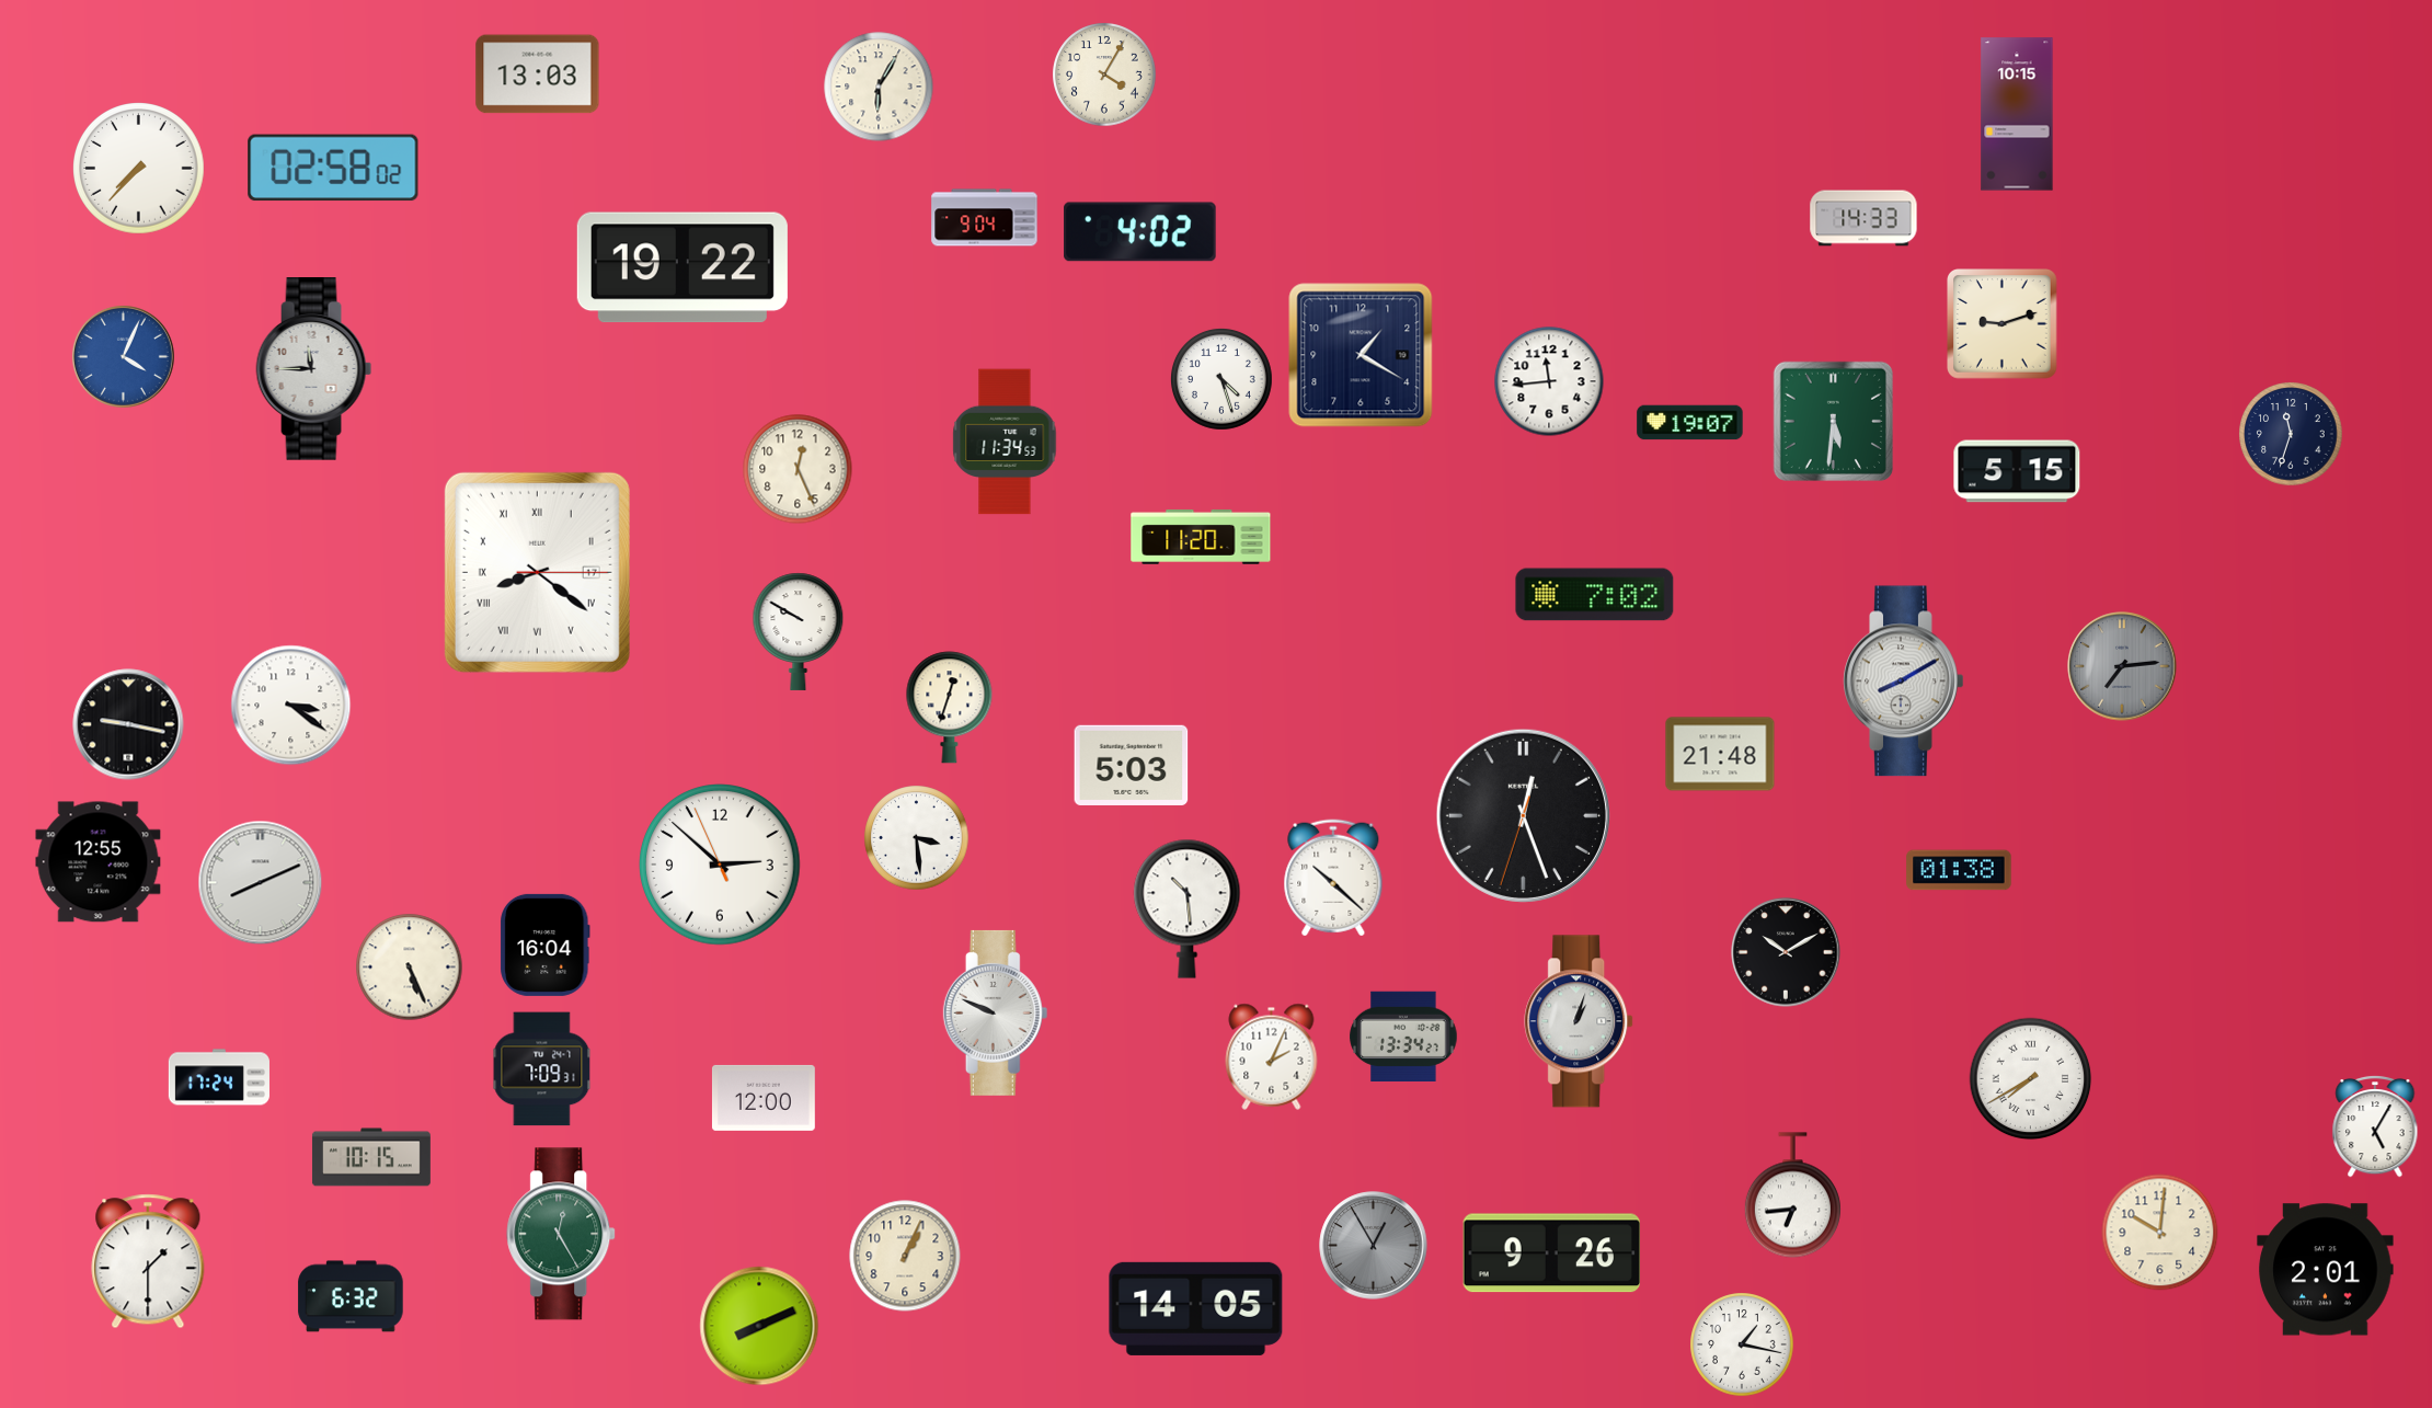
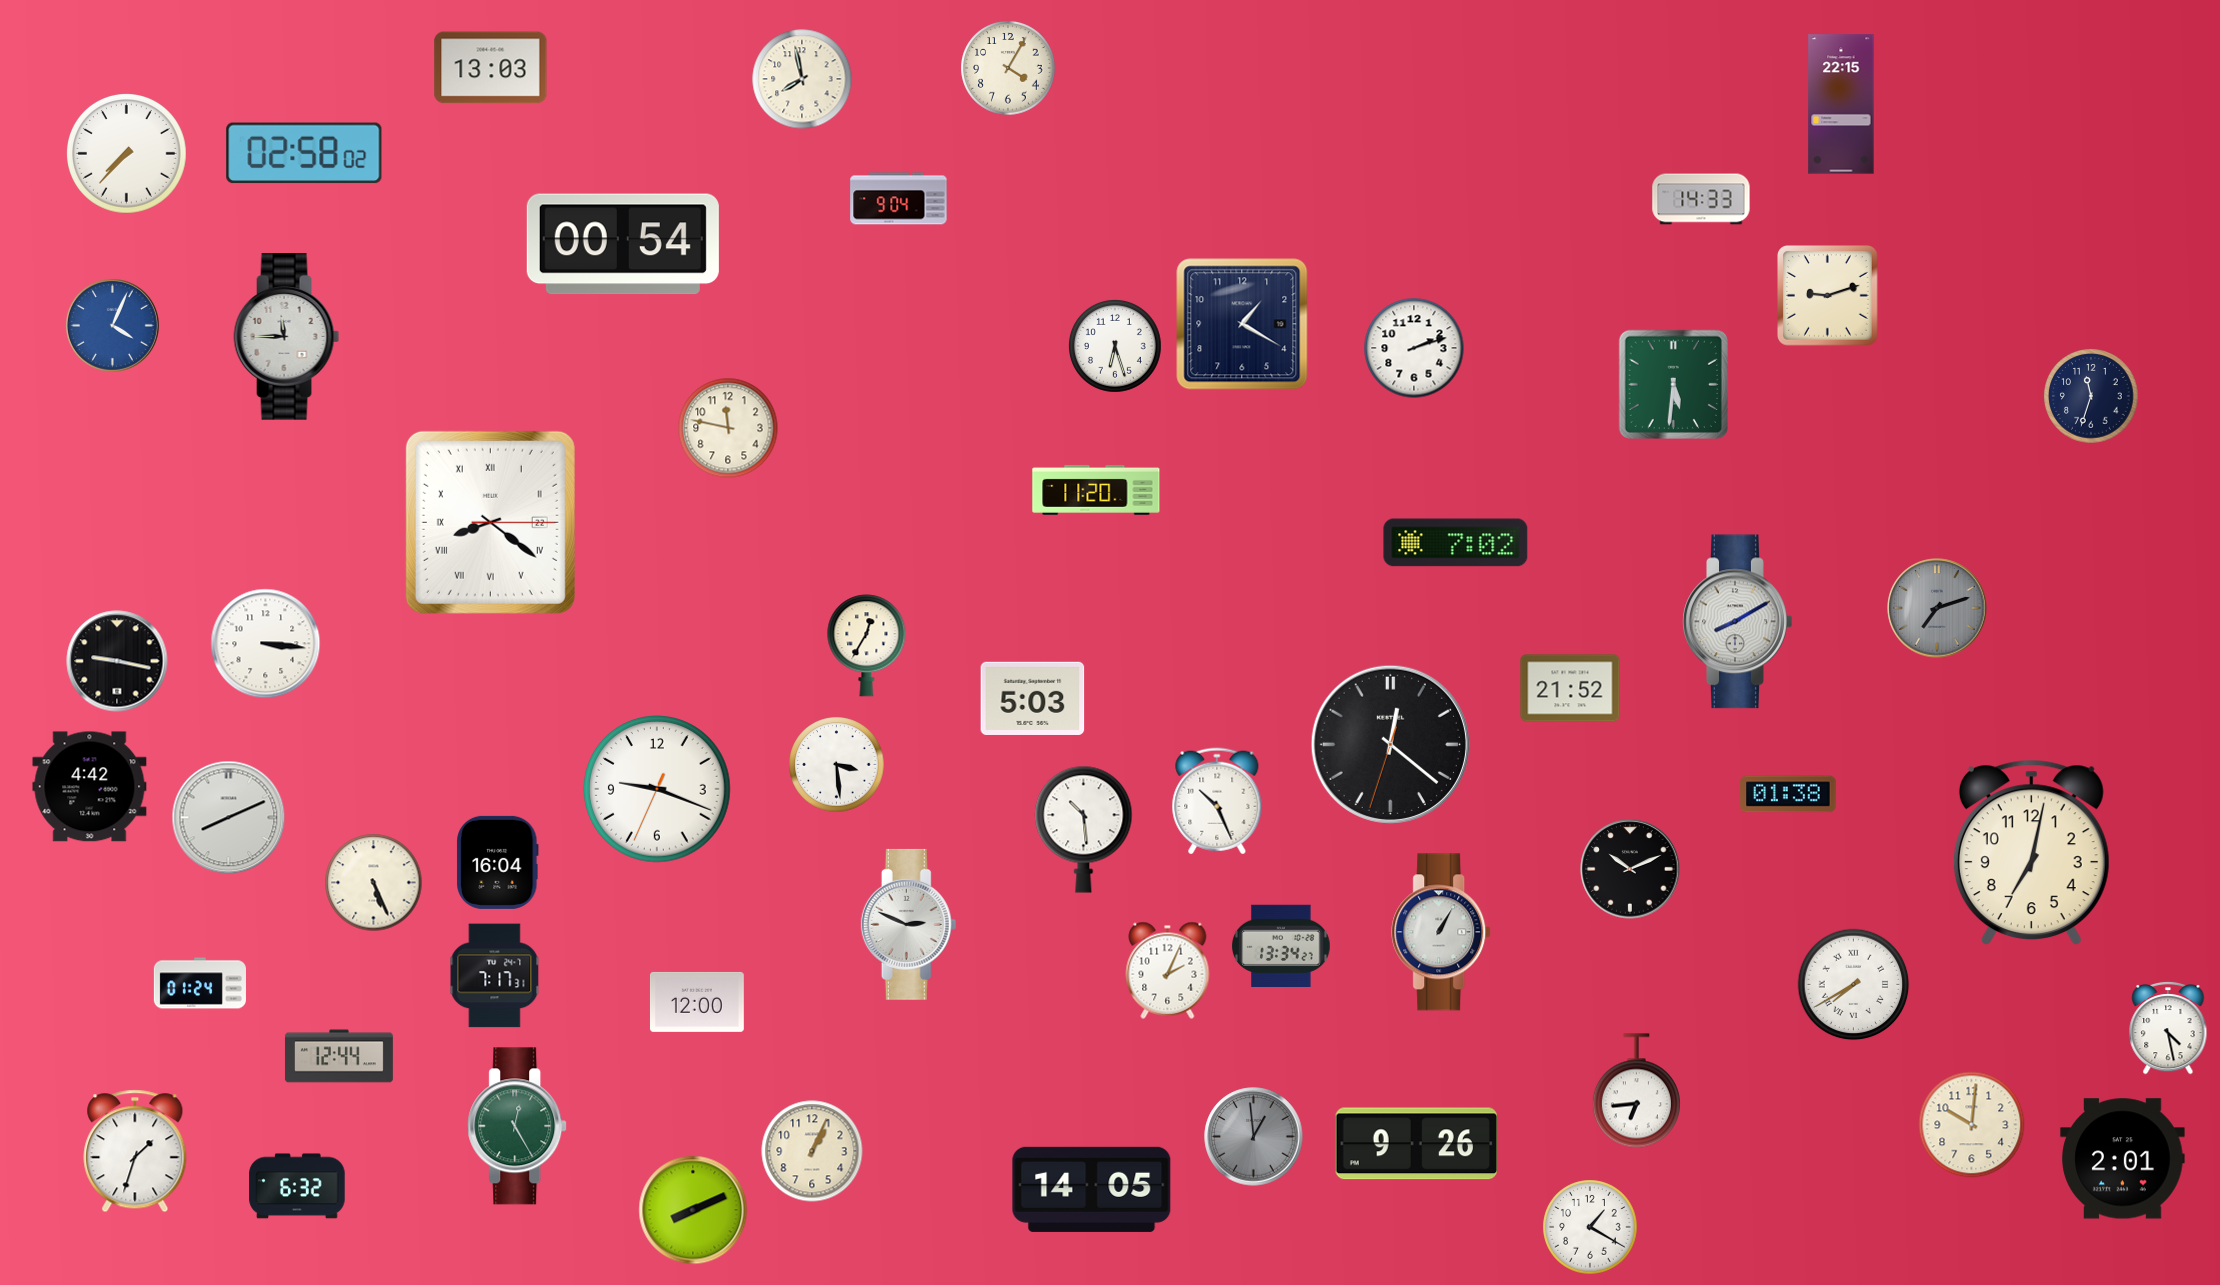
clock at (879, 87): 6:05 -> 7:58
clock at (2017, 114): 10:15 -> 22:15
clock at (1140, 232): 4:02 -> none
clock at (682, 267): 19:22 -> 00:54
clock at (1223, 380): 4:27 -> 6:27
clock at (1549, 381): 11:44 -> 2:12
clock at (1690, 423): 19:07 -> none
clock at (1005, 442): 11:34 -> none
clock at (798, 469): 12:26 -> 11:47
clock at (2017, 471): 5:15 -> none
clock at (537, 572) date: 17 -> 22
clock at (799, 631): 9:50 -> none
clock at (2122, 666): 7:14 -> 7:12
clock at (291, 706): 3:21 -> 3:16
clock at (950, 708): 12:33 -> 12:35
clock at (1720, 754): 21:48 -> 21:52
clock at (1523, 815): 12:26 -> 12:21
clock at (99, 862): 12:55 -> 4:42
clock at (720, 865): 2:51 -> 9:18
clock at (1333, 878): 10:22 -> 10:26
clock at (261, 883) position: (261, 883) -> (229, 818)
clock at (2031, 853): none -> 7:02
clock at (1786, 952): 10:10 -> 10:11
clock at (996, 1012): 9:49 -> 2:49
clock at (1580, 1021): 1:03 -> 1:05
clock at (1272, 1056) position: (1272, 1056) -> (1168, 970)
clock at (542, 1069): 7:09 -> 7:17
clock at (219, 1077): 17:24 -> 01:24
clock at (2375, 1126): 5:05 -> 4:28
clock at (371, 1157): 10:15 -> 12:44
clock at (562, 1234) position: (562, 1234) -> (518, 1126)
clock at (1374, 1246): 12:55 -> 12:59
clock at (905, 1256) position: (905, 1256) -> (812, 1151)
clock at (148, 1261): 1:30 -> 1:33
clock at (351, 1296) position: (351, 1296) -> (297, 1186)
clock at (1196, 1308) position: (1196, 1308) -> (1092, 1189)
clock at (1742, 1344): 1:17 -> 1:20
